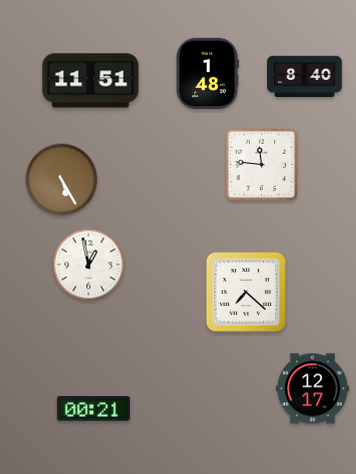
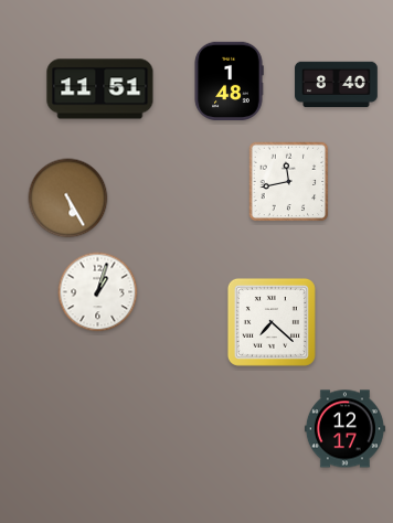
clock at (262, 165): 11:46 -> 11:43
clock at (89, 265): 12:58 -> 1:03
clock at (93, 409): 00:21 -> none
